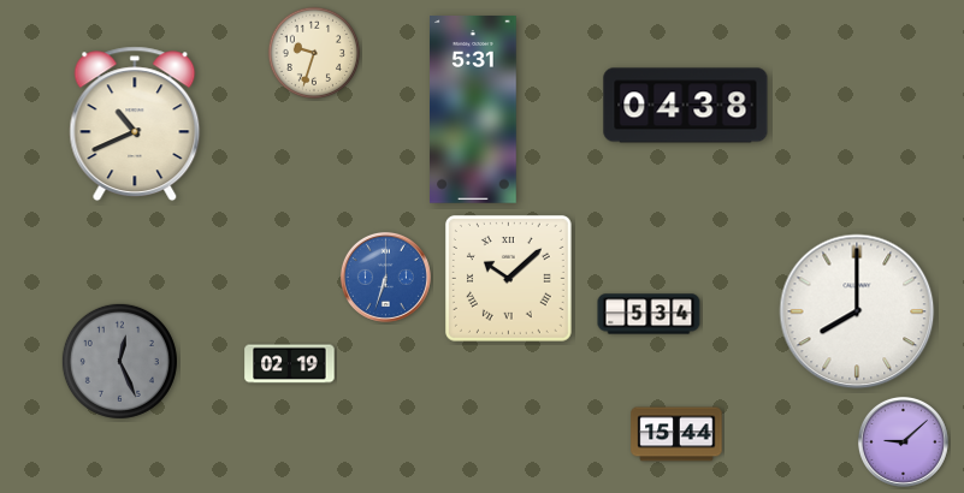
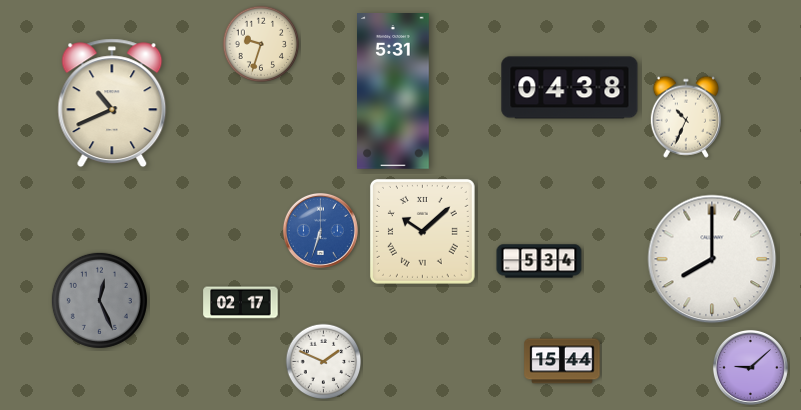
clock at (686, 117): none -> 10:34
clock at (290, 364): 02:19 -> 02:17
clock at (324, 362): none -> 1:49
